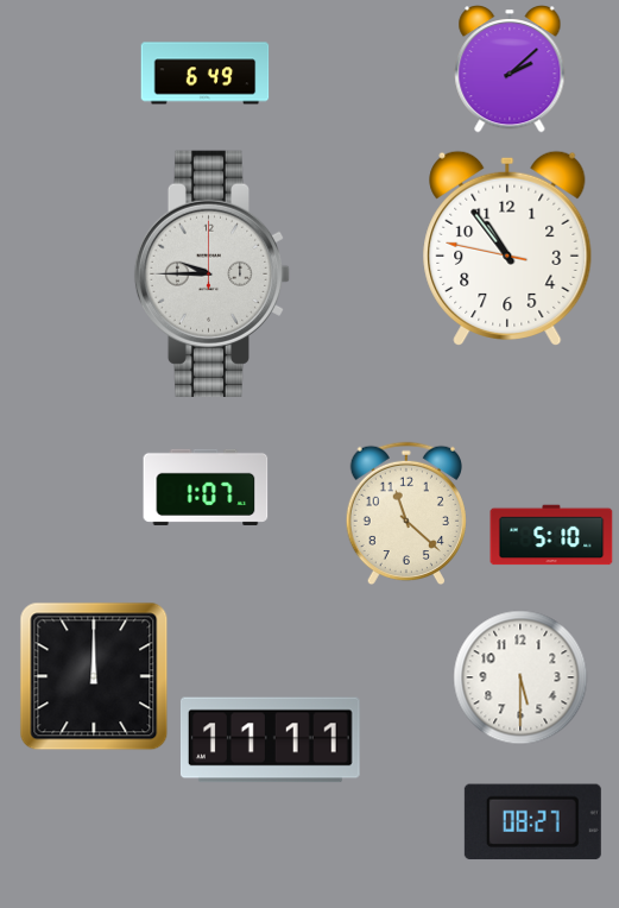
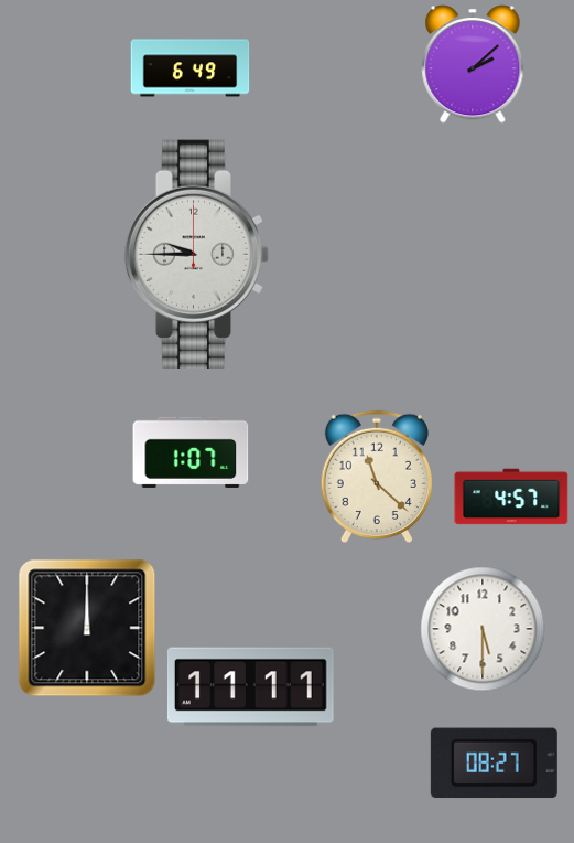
clock at (507, 247): 10:53 -> none
clock at (551, 535): 5:10 -> 4:57
